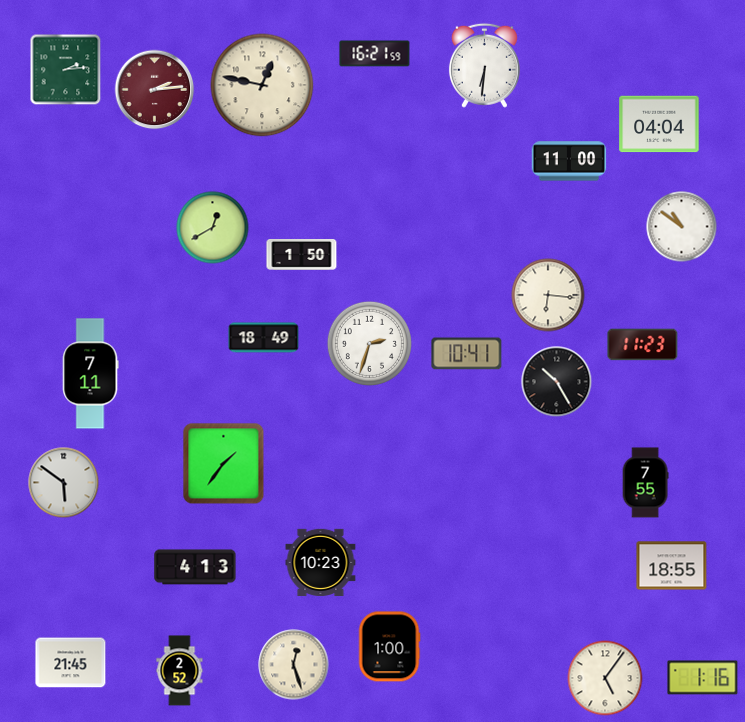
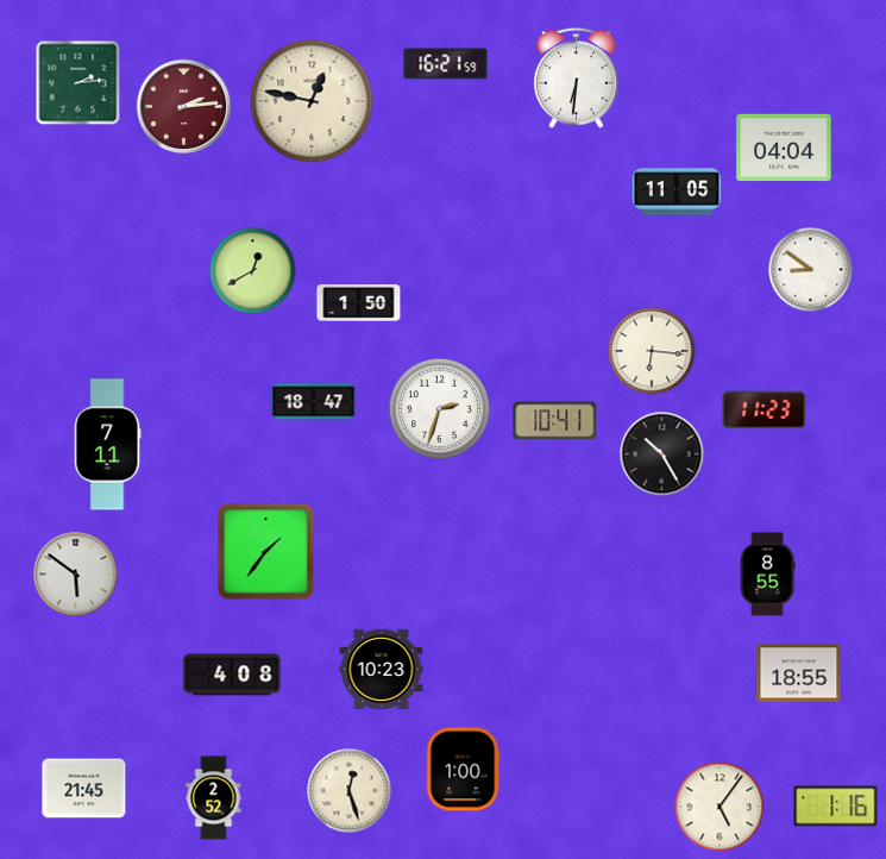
clock at (569, 161): 11:00 -> 11:05
clock at (682, 227): 10:51 -> 8:51
clock at (264, 338): 18:49 -> 18:47
clock at (645, 483): 7:55 -> 8:55
clock at (195, 567): 4:13 -> 4:08
